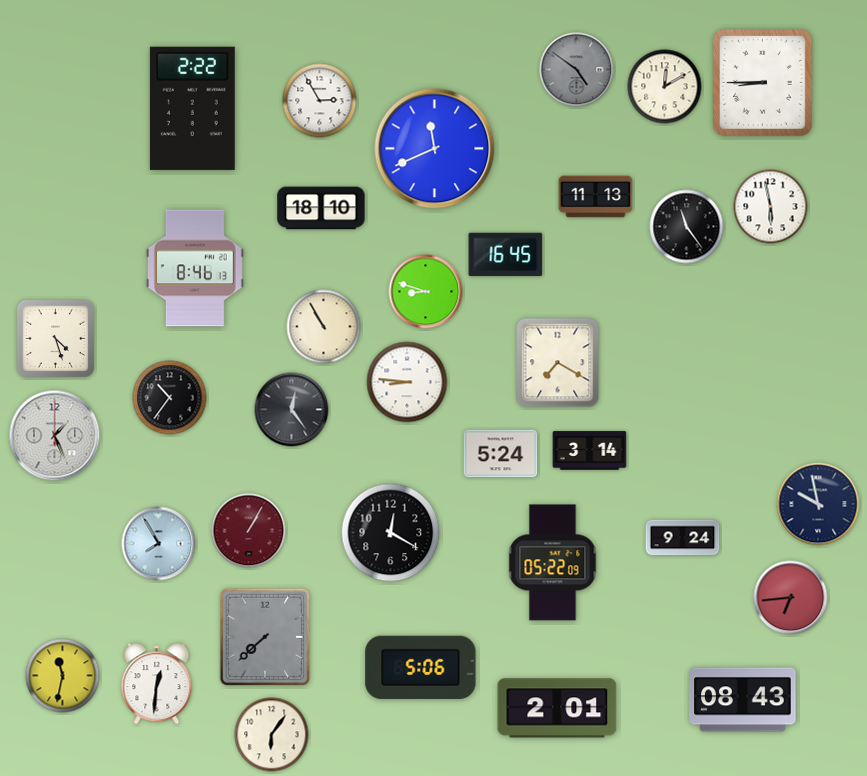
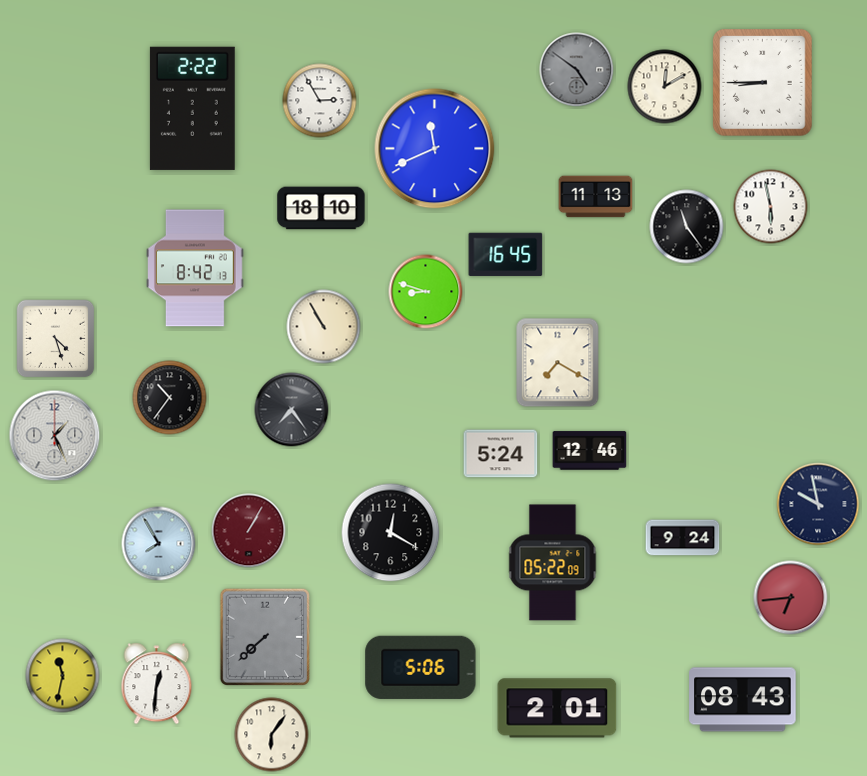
clock at (196, 268): 8:46 -> 8:42
clock at (407, 382): 8:46 -> none
clock at (292, 410): 12:24 -> 7:24
clock at (590, 451): 3:14 -> 12:46
